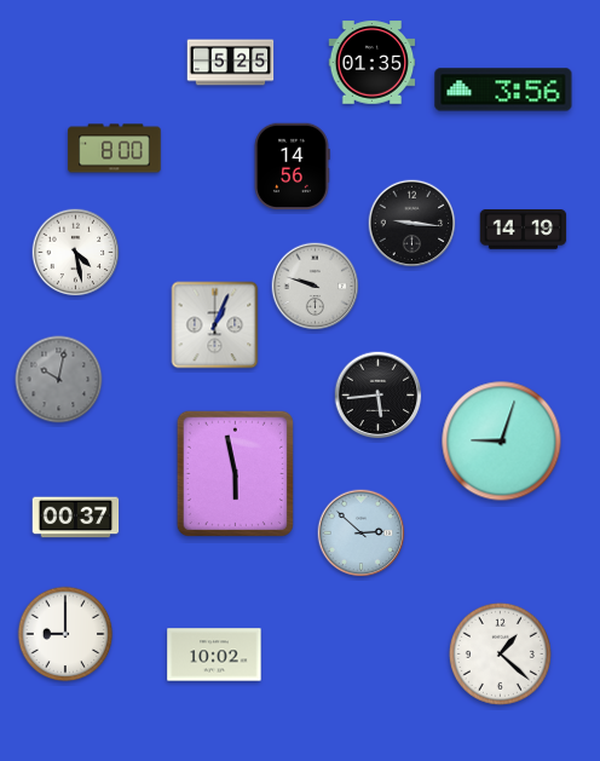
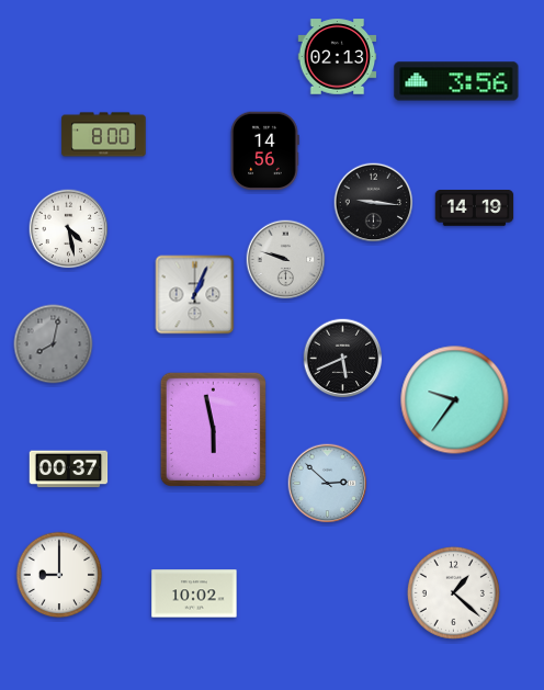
clock at (231, 63): 5:25 -> none
clock at (373, 63): 01:35 -> 02:13
clock at (59, 380): 10:02 -> 8:02
clock at (379, 396): 5:44 -> 5:41
clock at (502, 442): 9:03 -> 9:36
